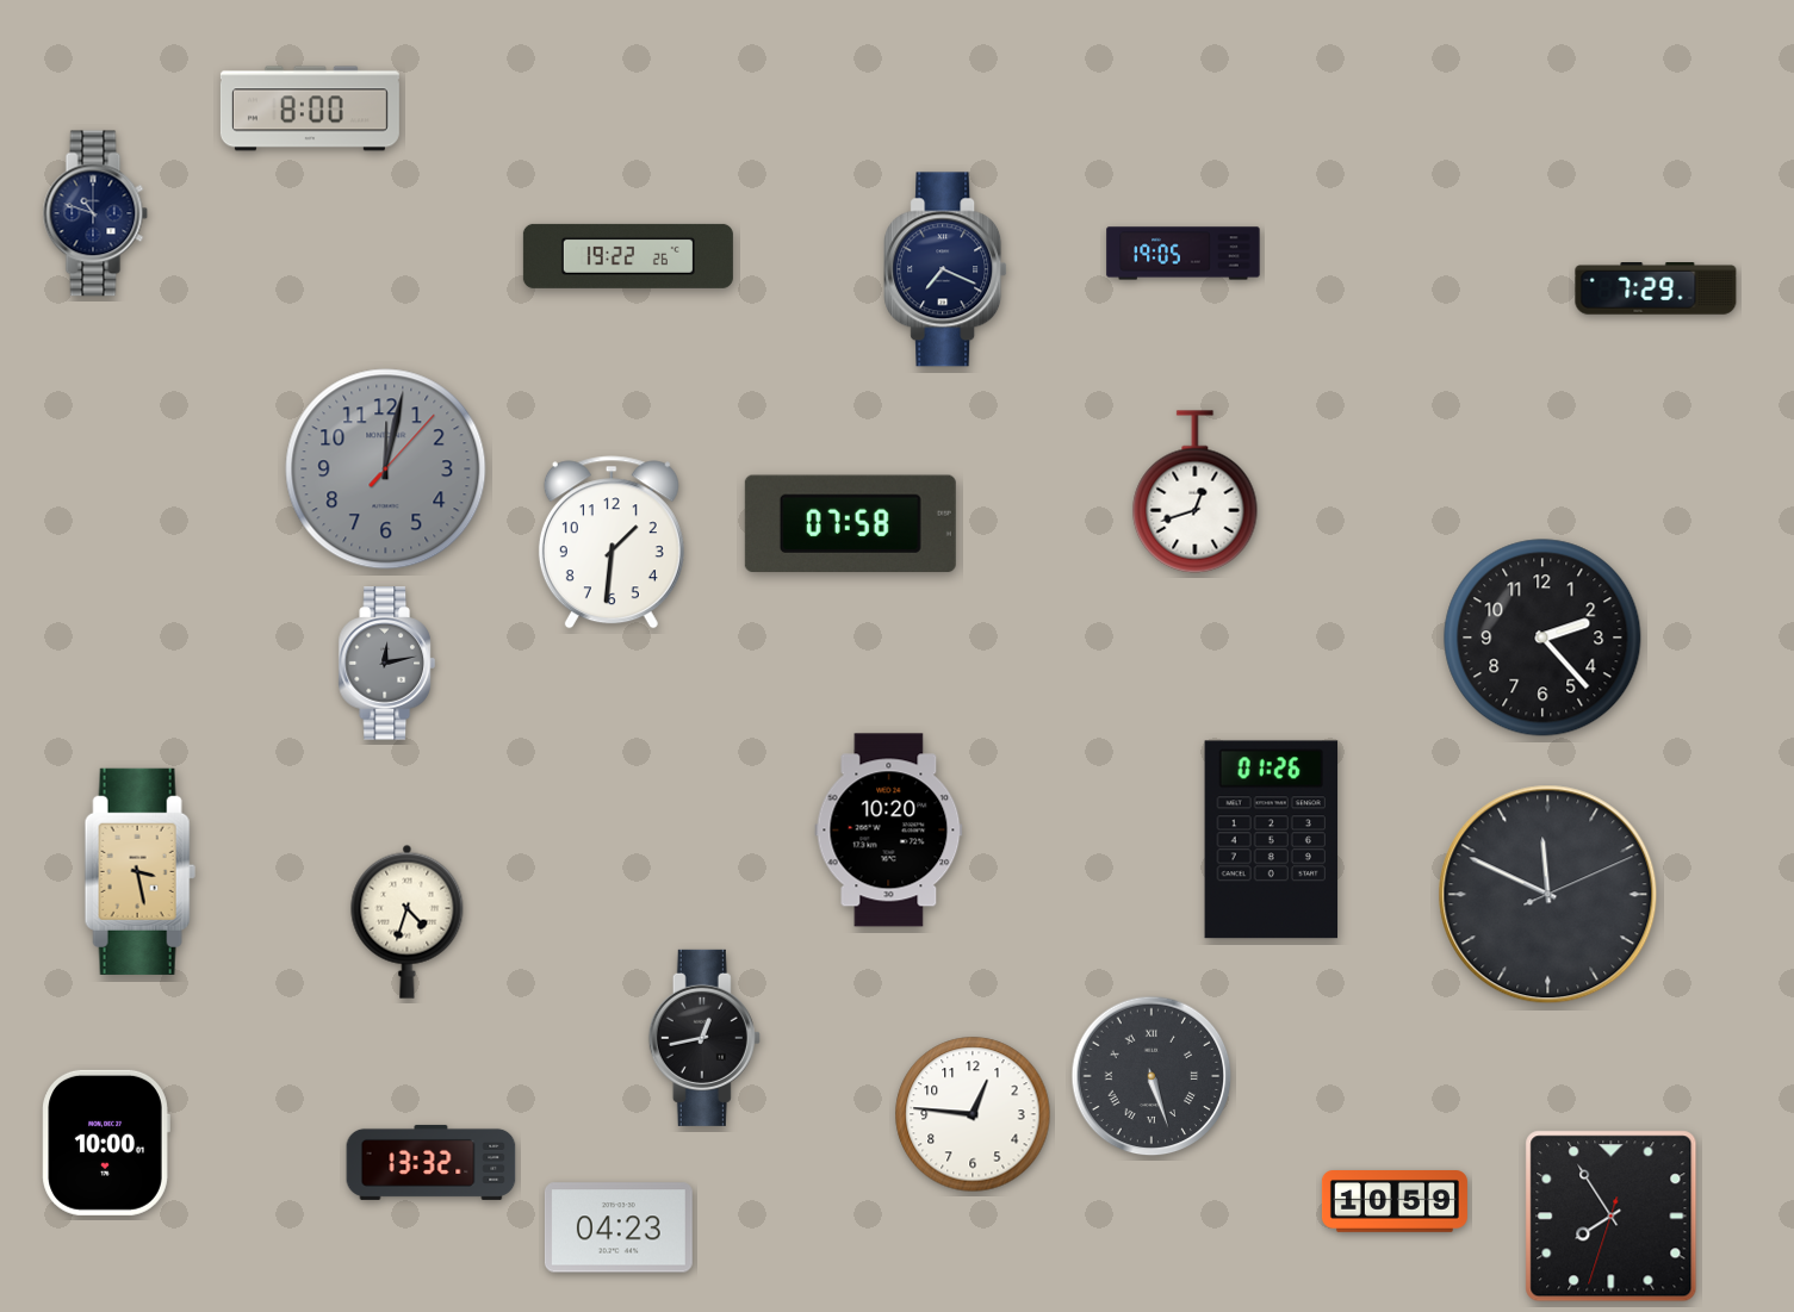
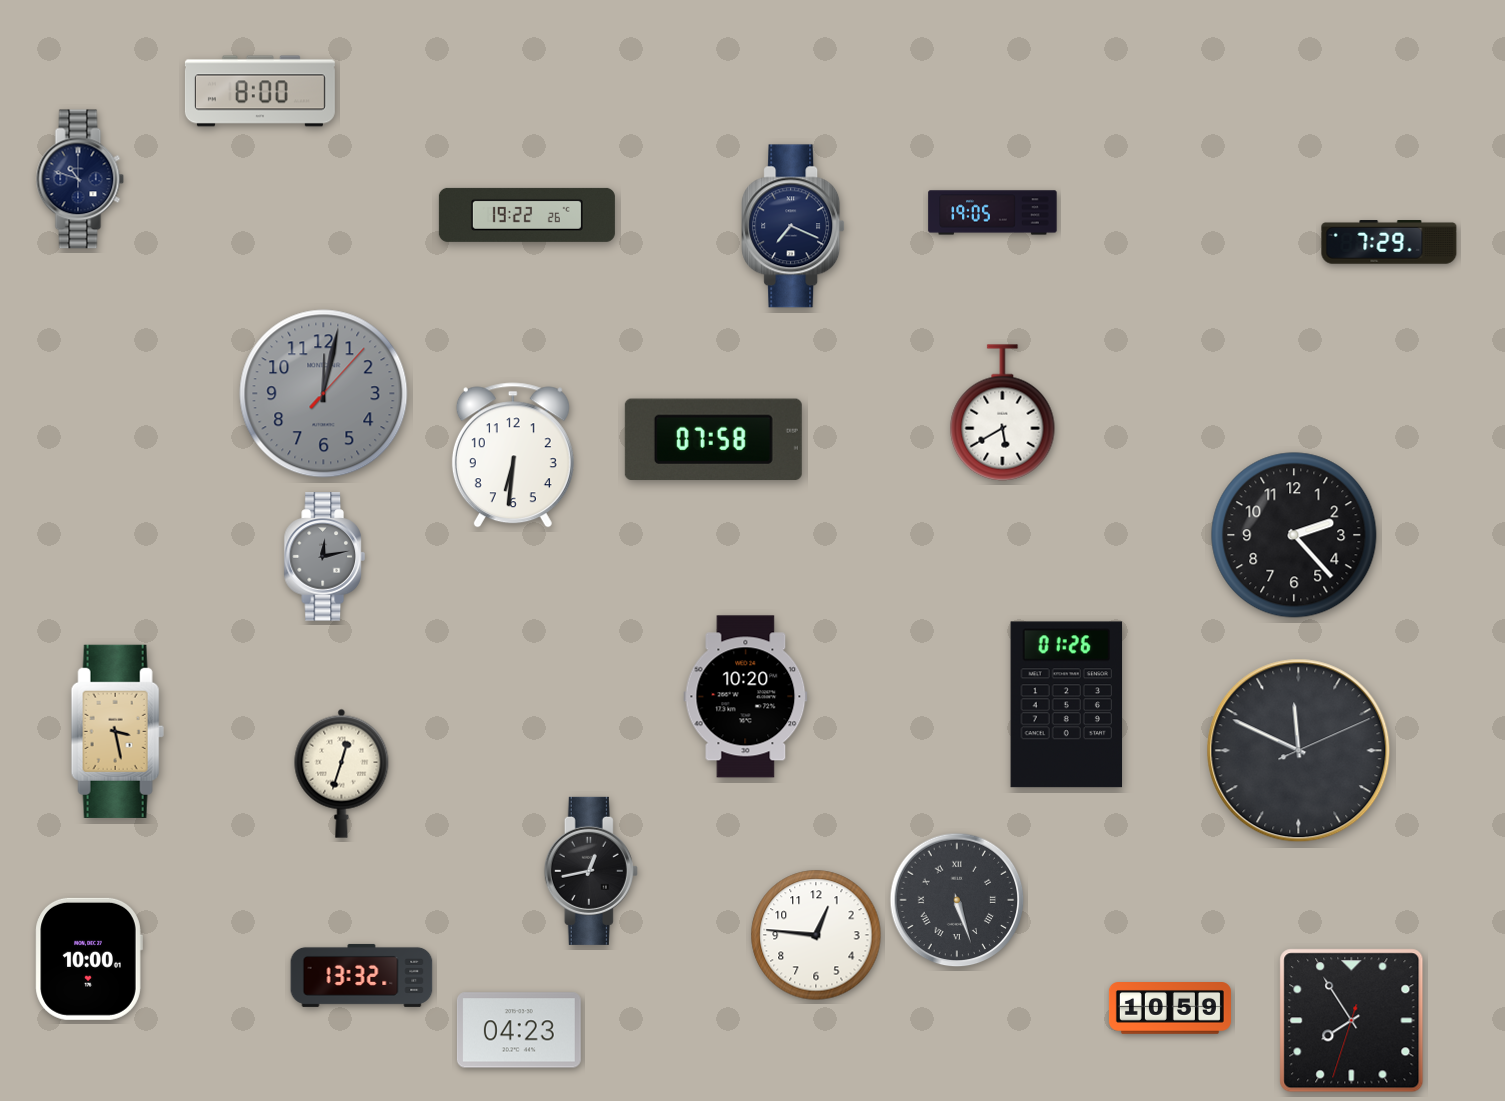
clock at (1196, 492): 12:42 -> 5:40
clock at (612, 542): 1:31 -> 6:31
clock at (408, 921): 4:33 -> 12:33
clock at (1151, 1076) position: (1151, 1076) -> (957, 900)
